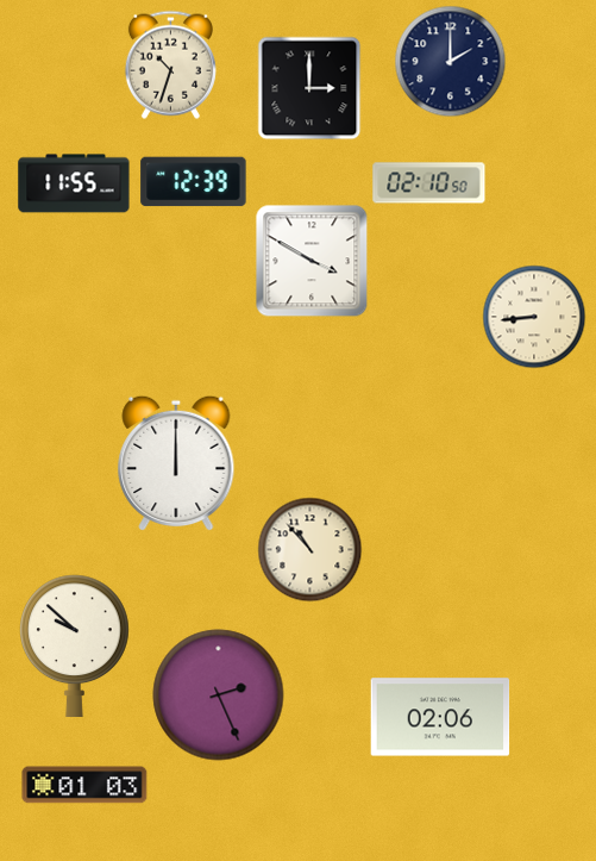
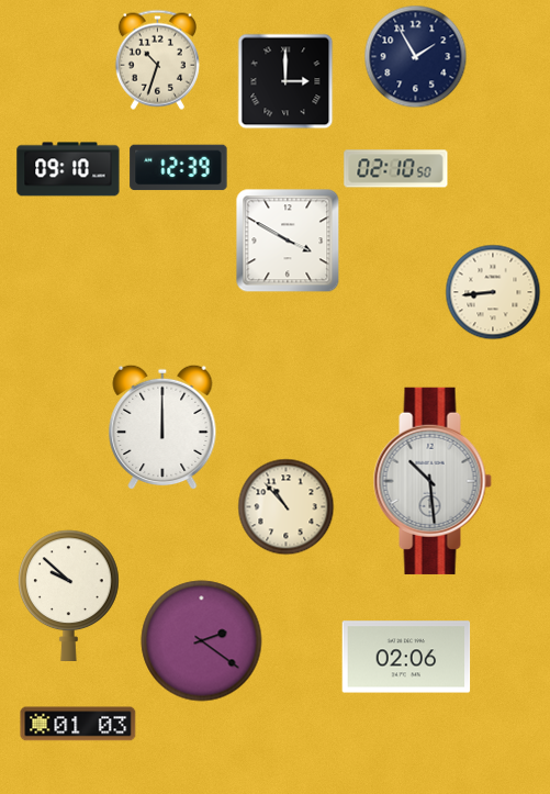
clock at (450, 61): 2:00 -> 1:55
clock at (74, 183): 11:55 -> 09:10
clock at (433, 481): none -> 10:29
clock at (219, 695): 2:26 -> 2:21
clock at (440, 717) position: (440, 717) -> (406, 657)
